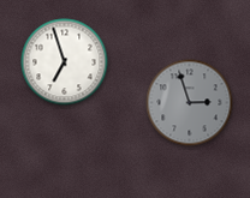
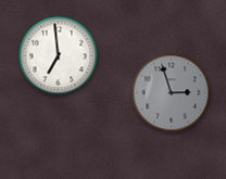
clock at (65, 62): 6:57 -> 6:59
